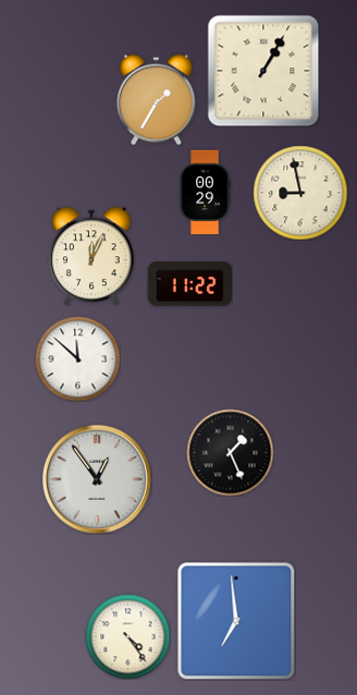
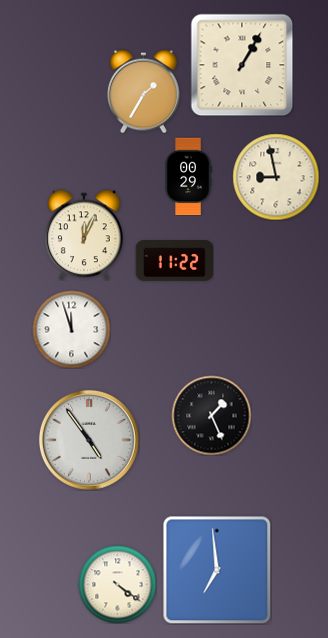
clock at (77, 358): 11:52 -> 11:57
clock at (97, 479): 12:54 -> 4:54
clock at (127, 636): 4:24 -> 4:21
